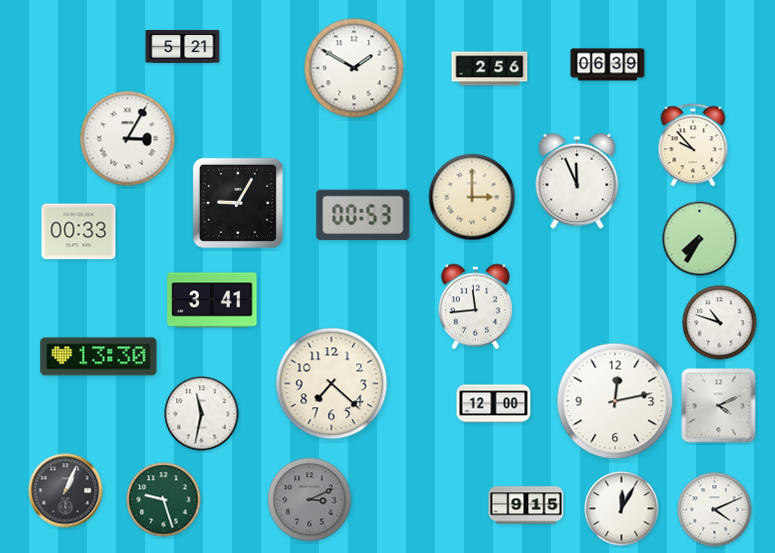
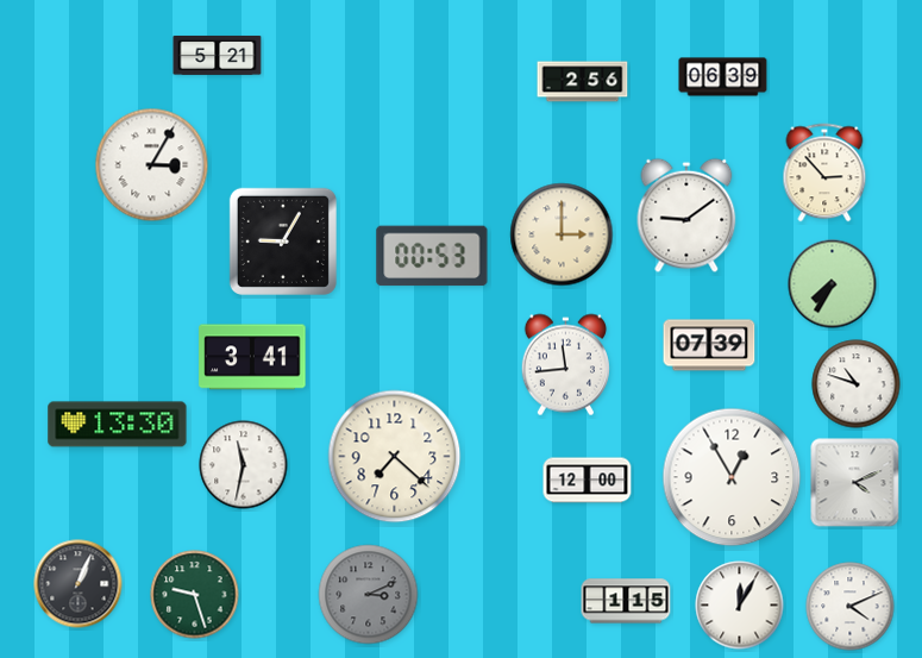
clock at (354, 68): 1:50 -> none
clock at (693, 145): 9:53 -> 2:53
clock at (577, 181): 11:56 -> 9:09
clock at (79, 232): 00:33 -> none
clock at (709, 345): none -> 07:39
clock at (615, 401): 12:13 -> 12:55
clock at (202, 414) position: (202, 414) -> (244, 465)
clock at (526, 505): 9:15 -> 1:15
